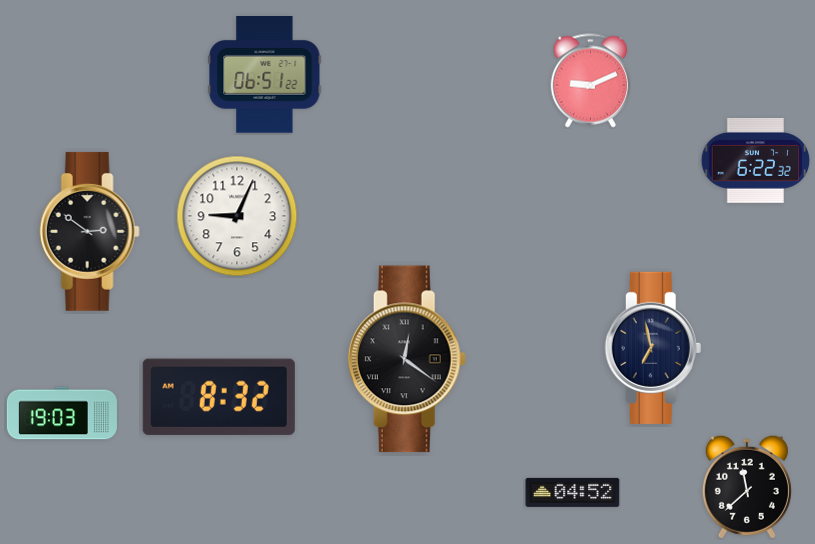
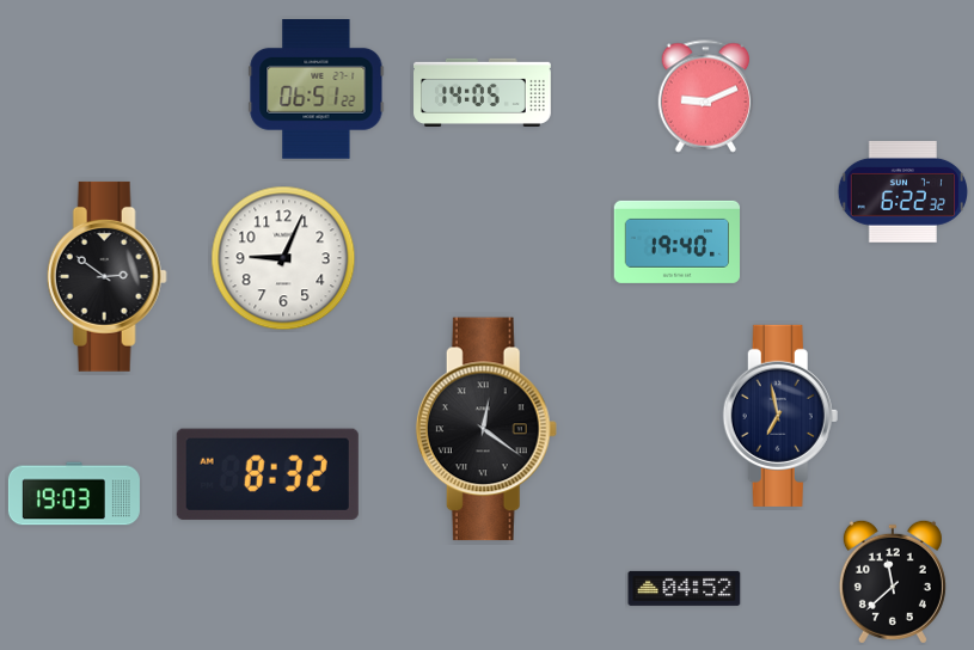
clock at (483, 92): none -> 14:05
clock at (676, 241): none -> 19:40
clock at (219, 397) position: (219, 397) -> (268, 474)
